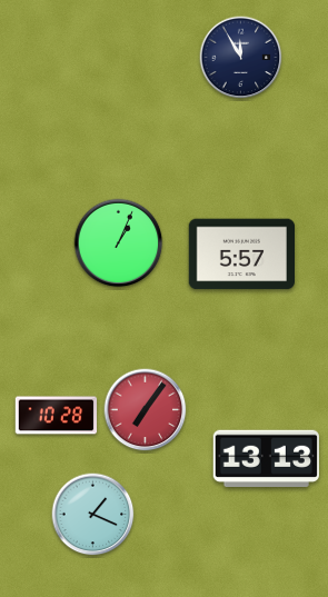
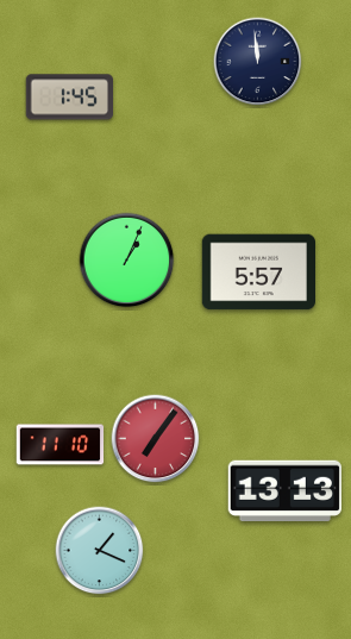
clock at (241, 58): 11:55 -> 11:59
clock at (69, 98): none -> 1:45
clock at (57, 416): 10:28 -> 11:10
